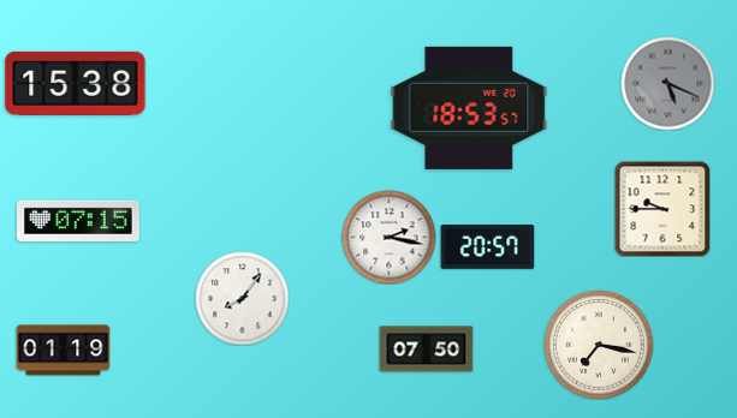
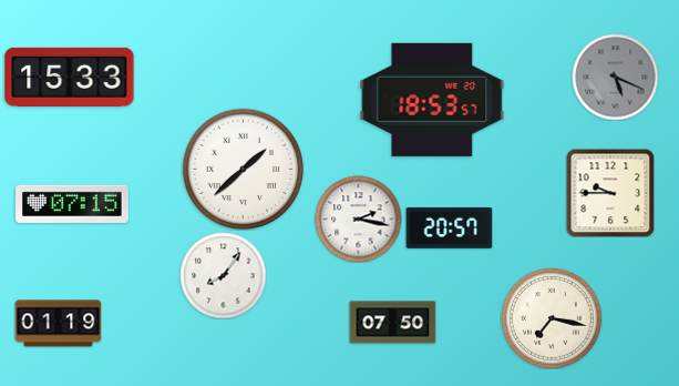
clock at (76, 83): 15:38 -> 15:33
clock at (243, 169): none -> 1:38
